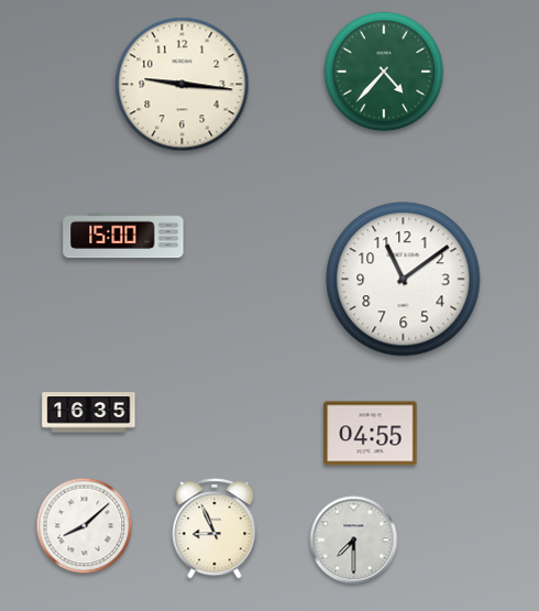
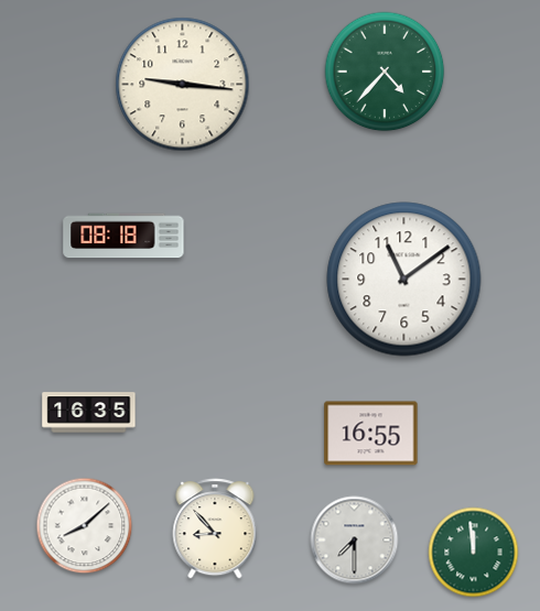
clock at (123, 236): 15:00 -> 08:18
clock at (371, 434): 04:55 -> 16:55
clock at (215, 528): 8:56 -> 8:53
clock at (474, 553): none -> 11:59
